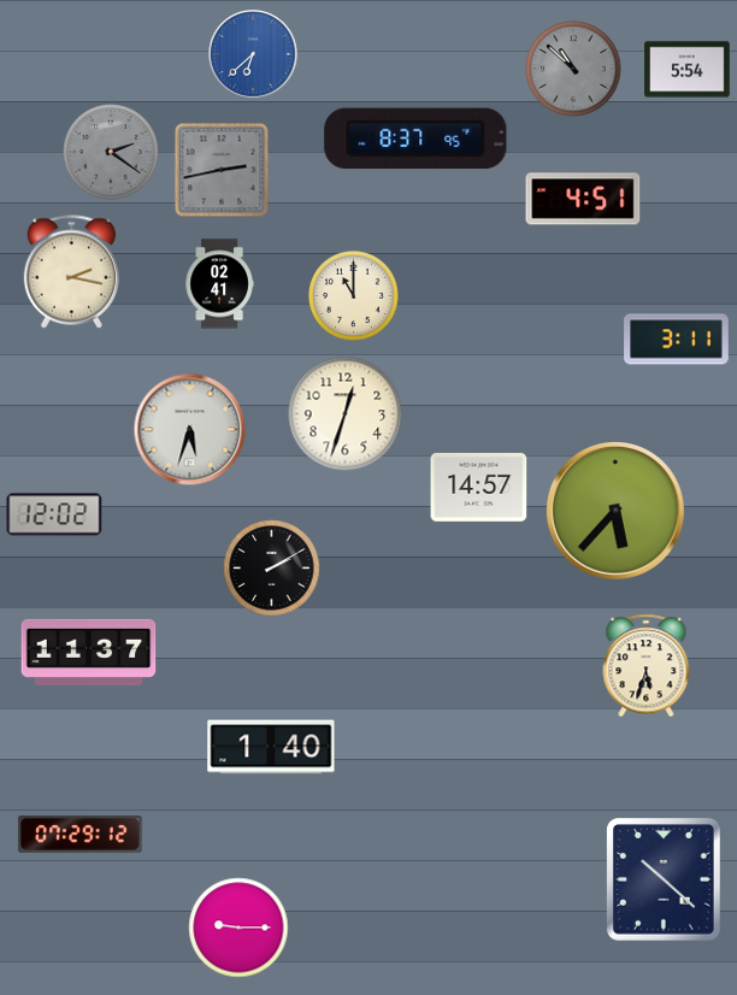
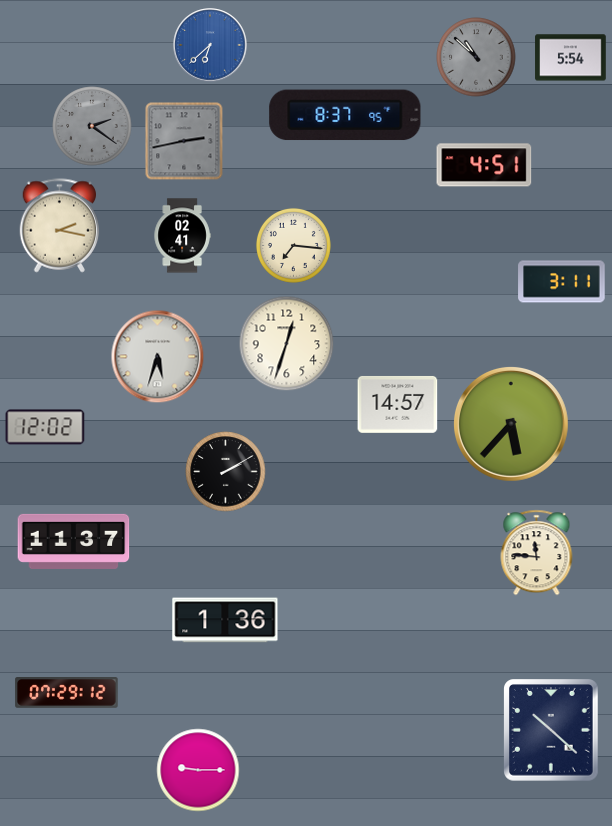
clock at (353, 295): 11:00 -> 7:16
clock at (647, 666): 5:33 -> 11:46
clock at (271, 747): 1:40 -> 1:36
